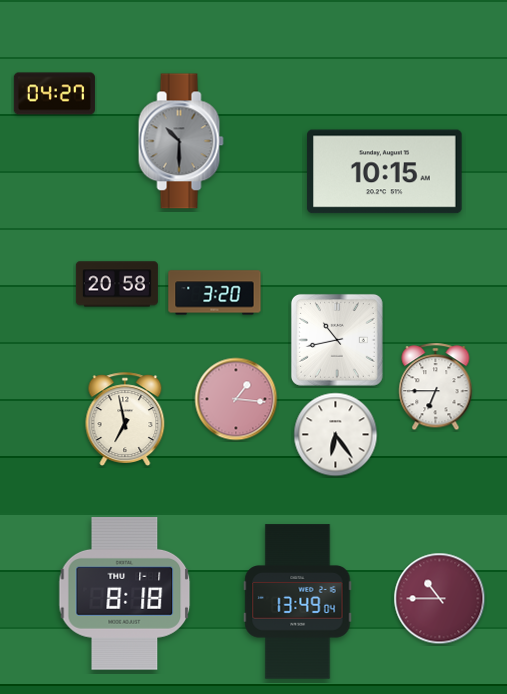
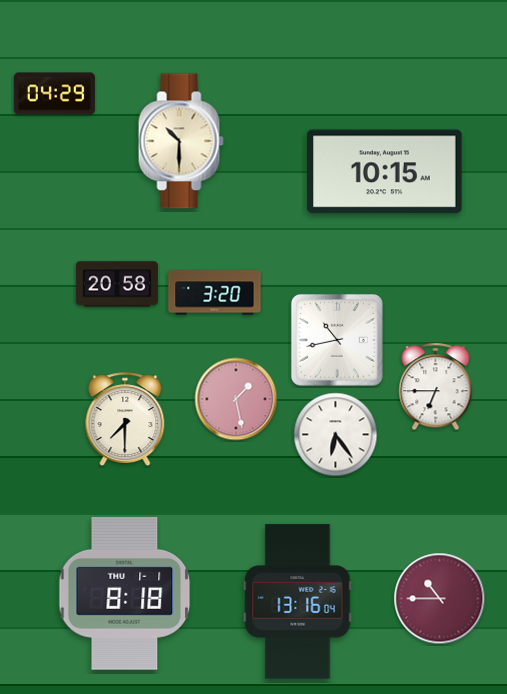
clock at (54, 94): 04:27 -> 04:29
clock at (181, 141) dial: grey -> cream
clock at (236, 399): 1:16 -> 1:28
clock at (125, 419): 6:58 -> 7:30
clock at (298, 602): 13:49 -> 13:16
